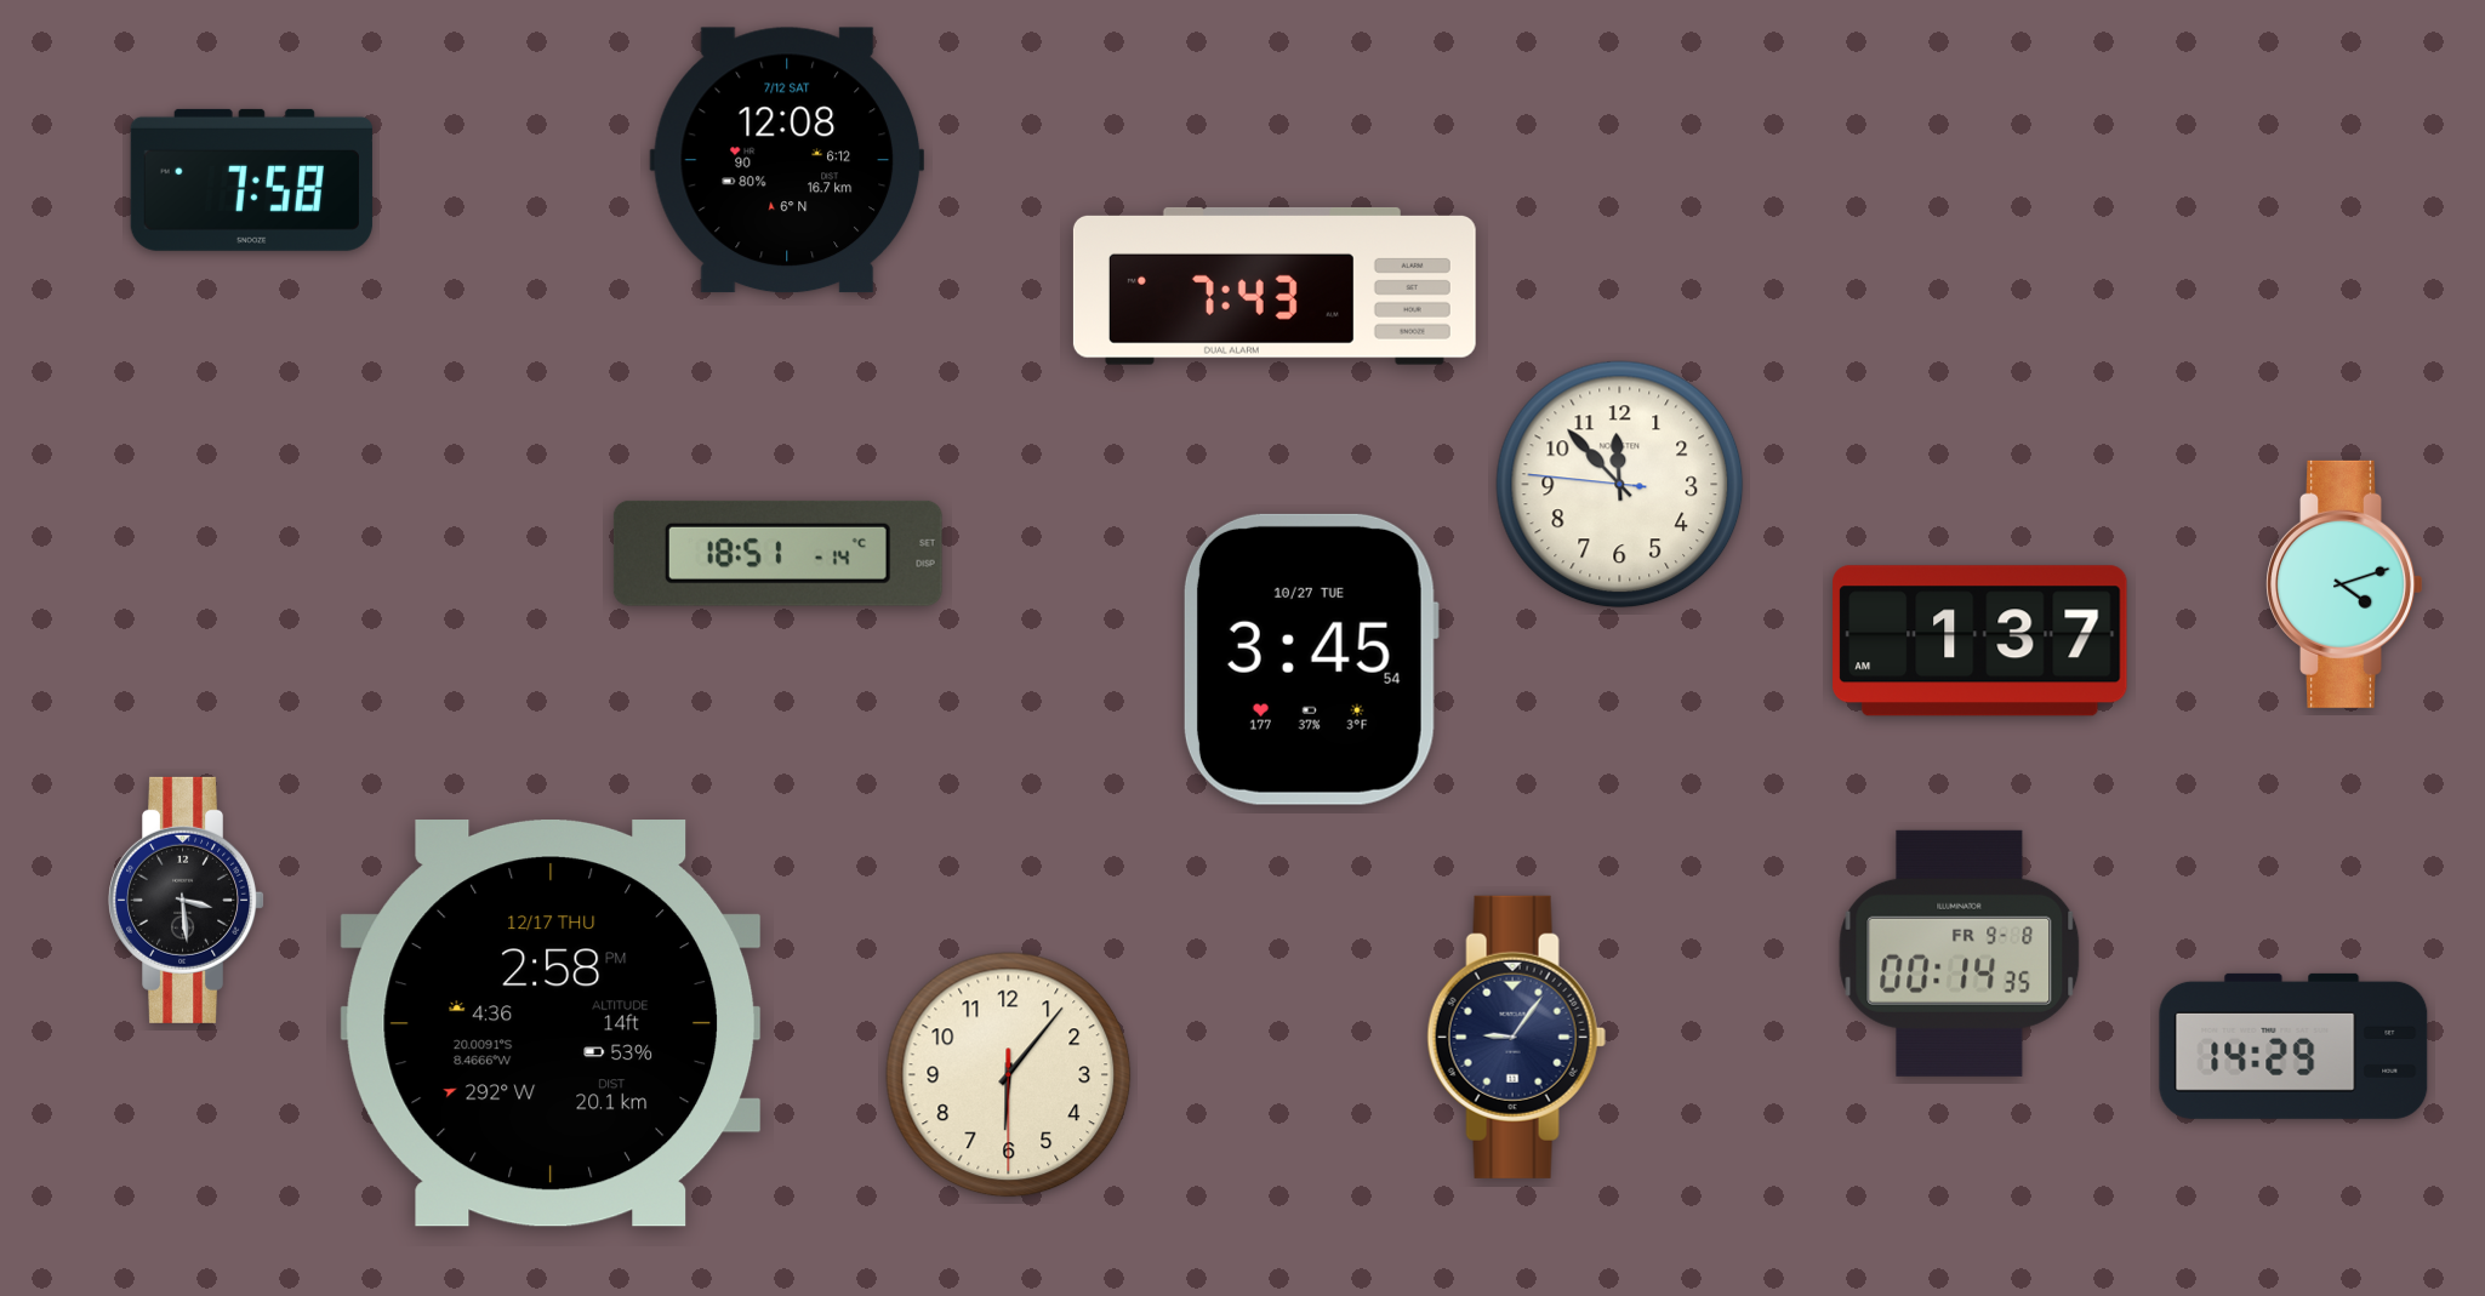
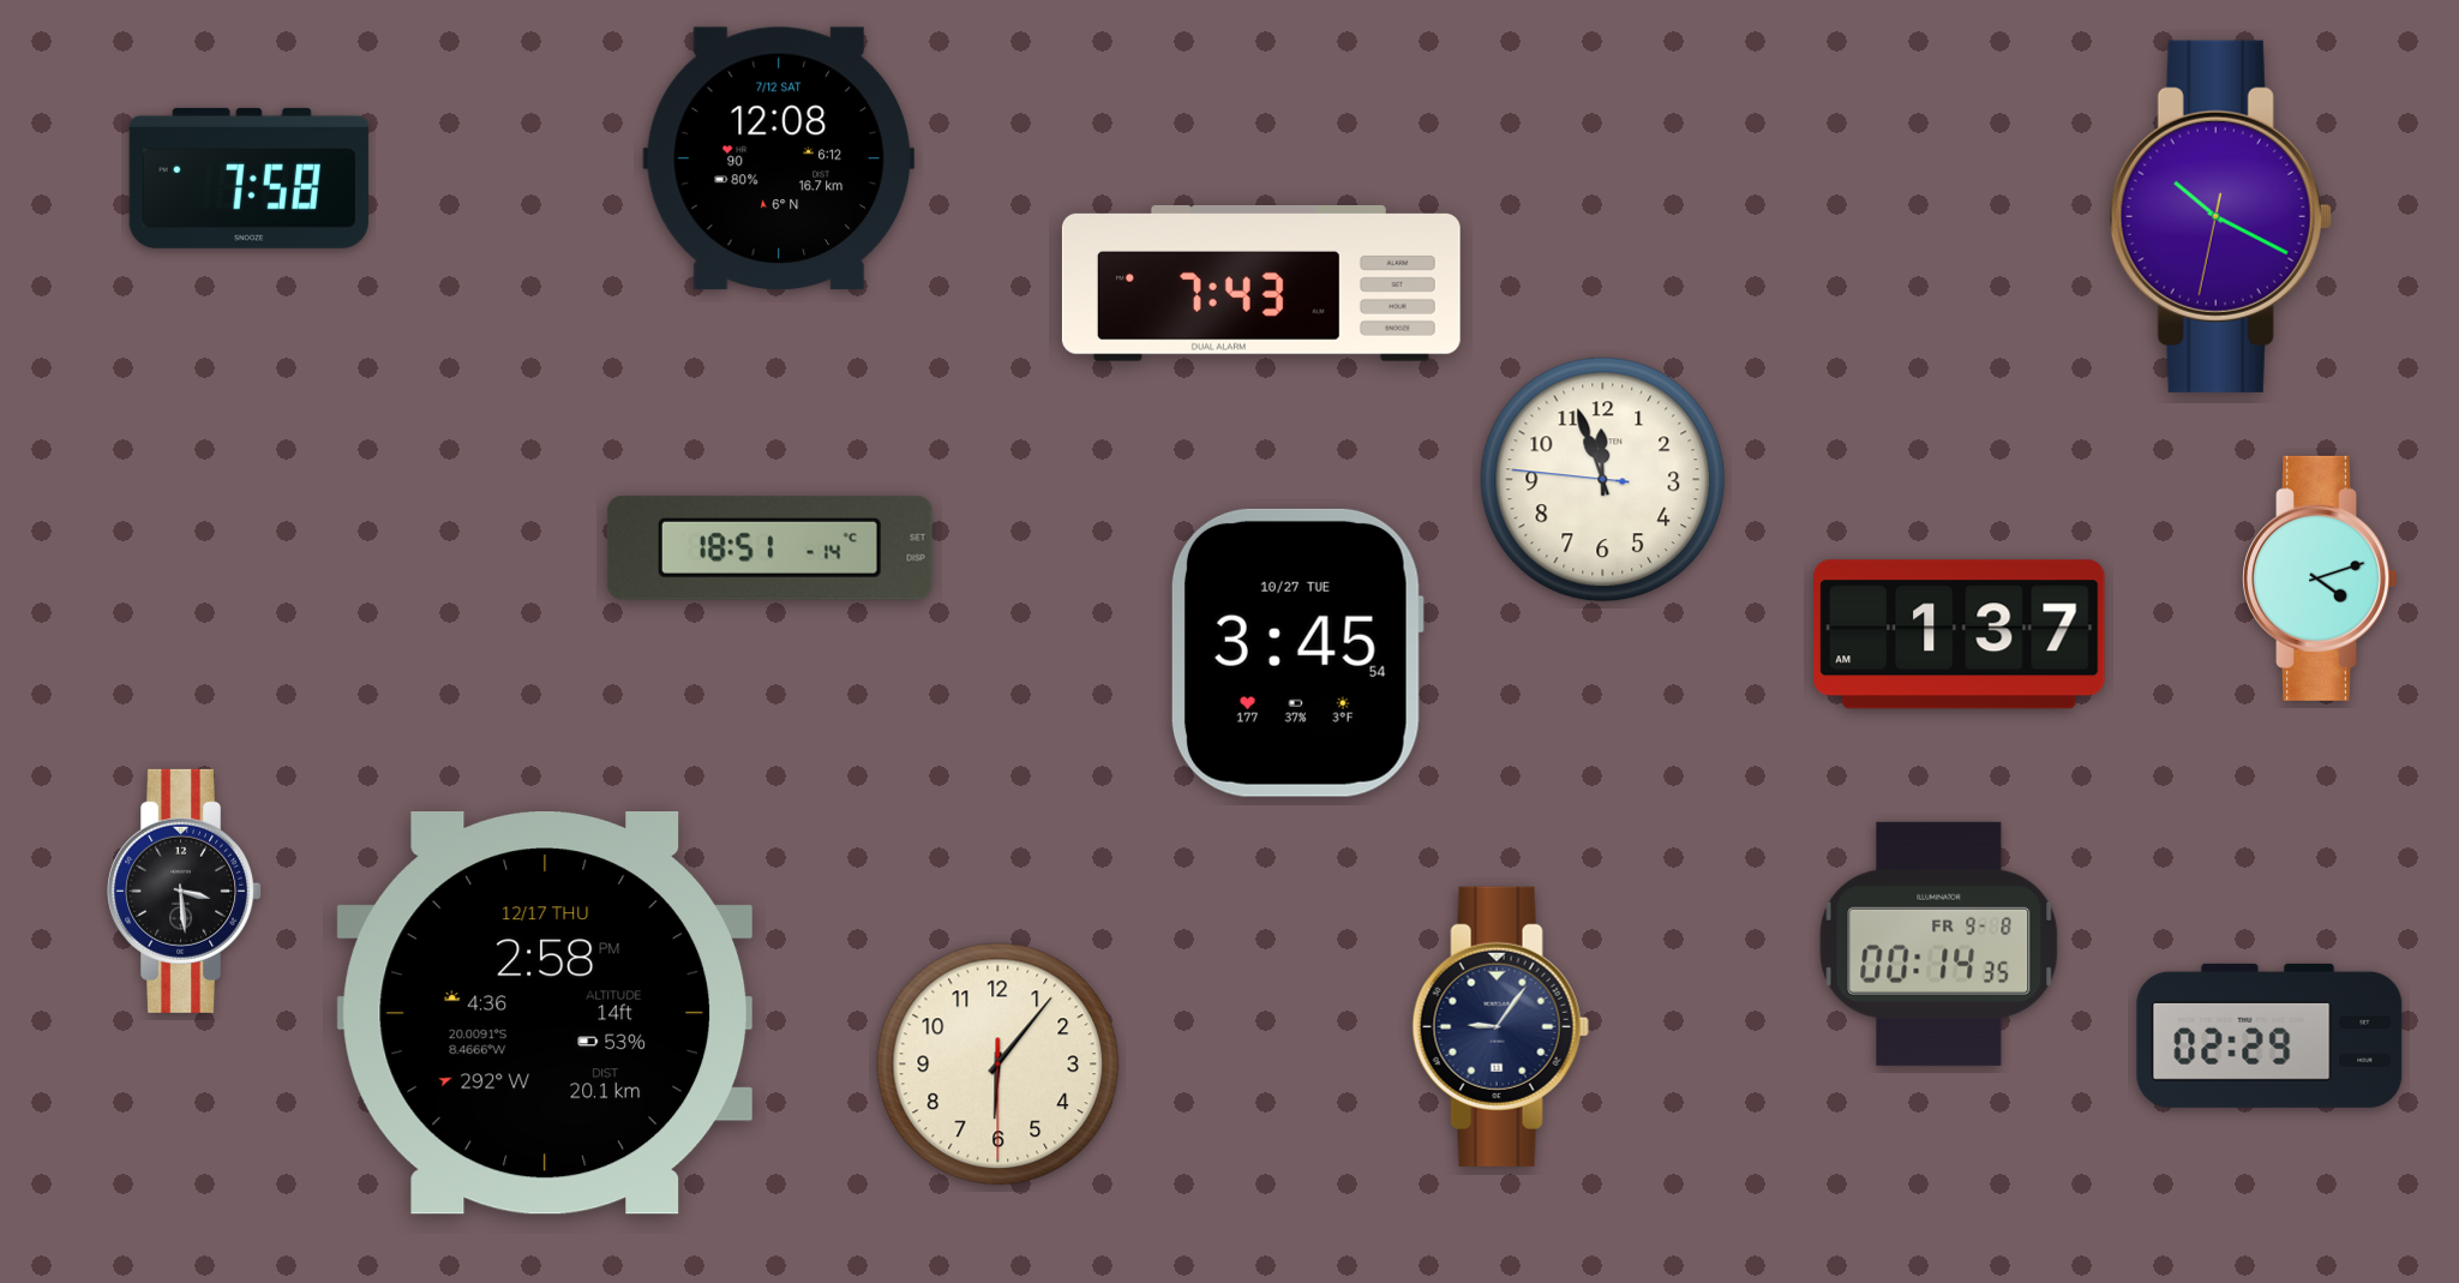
clock at (2220, 216): none -> 10:19
clock at (1620, 485): 11:52 -> 11:56
clock at (2293, 1046): 14:29 -> 02:29
